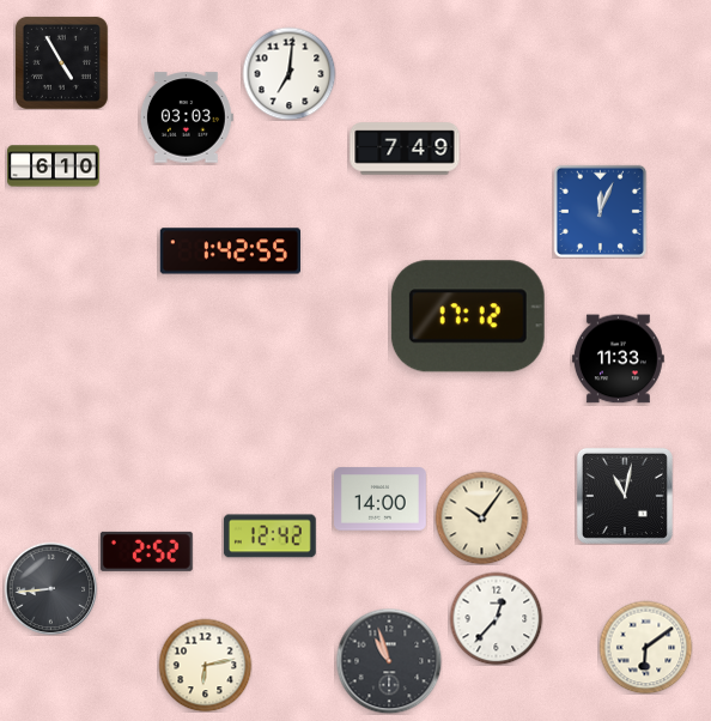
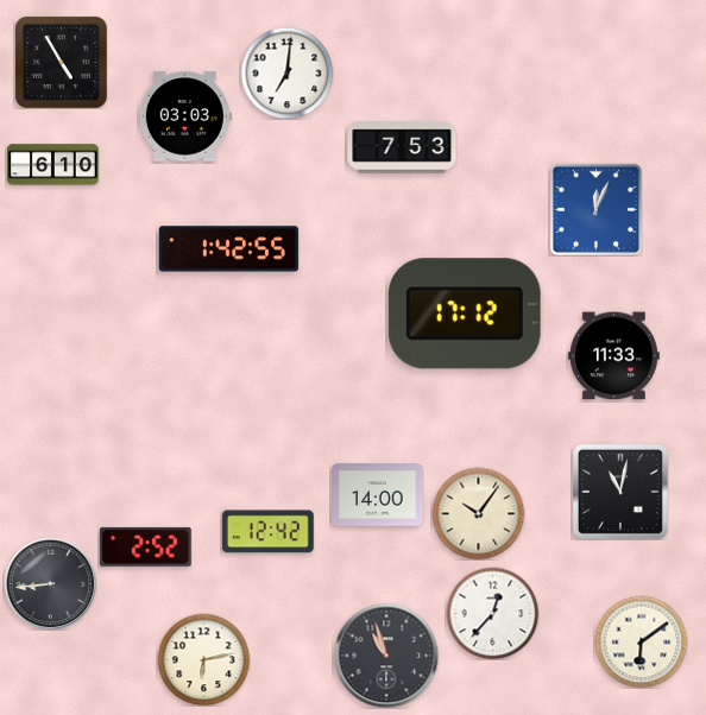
clock at (405, 149): 7:49 -> 7:53
